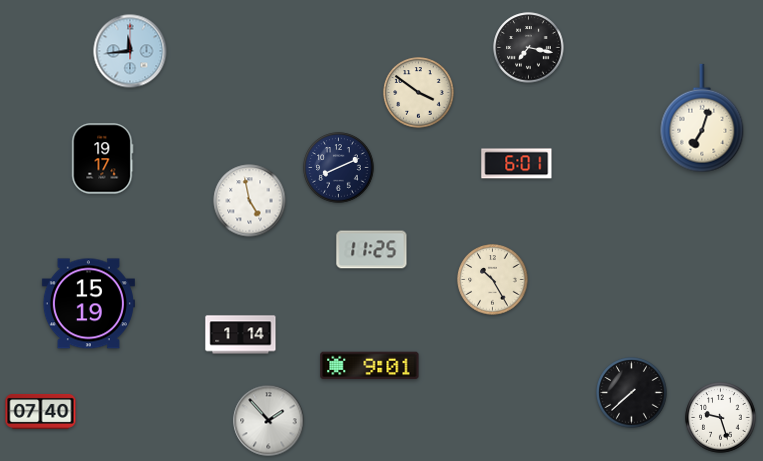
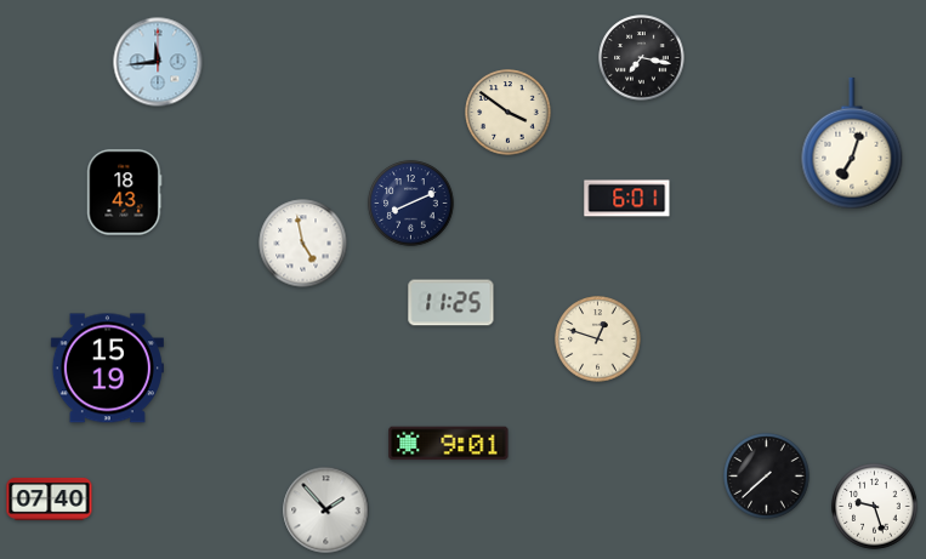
clock at (103, 159): 19:17 -> 18:43
clock at (493, 280): 10:25 -> 12:48
clock at (241, 335): 1:14 -> none
